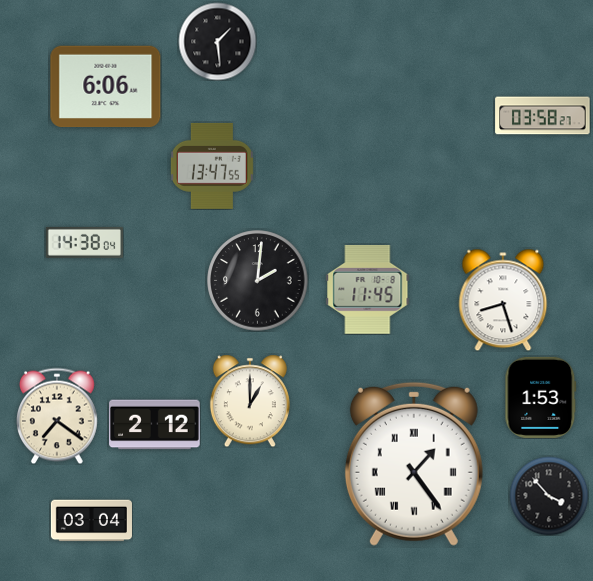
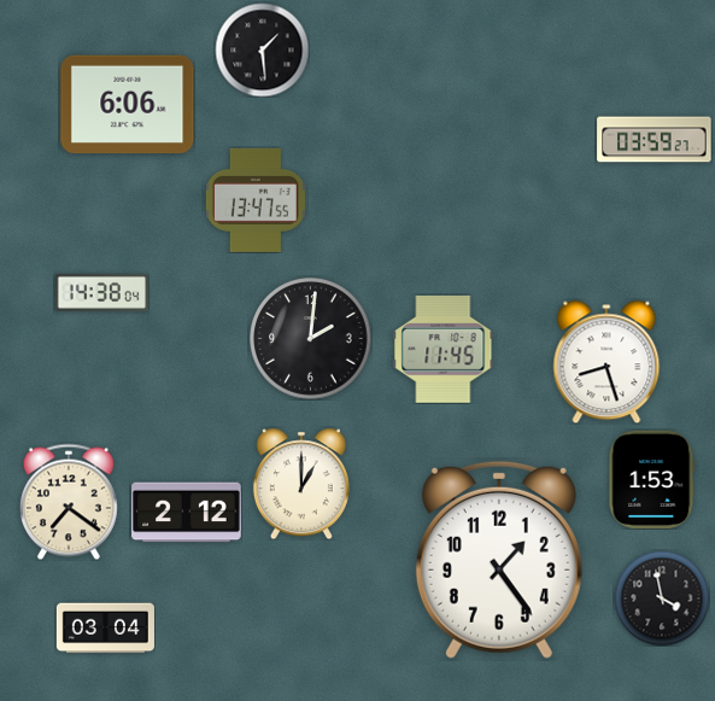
clock at (543, 116): 03:58 -> 03:59
clock at (414, 464) numerals: Roman -> Arabic
clock at (549, 496): 3:53 -> 3:58
clock at (91, 521) position: (91, 521) -> (105, 629)
